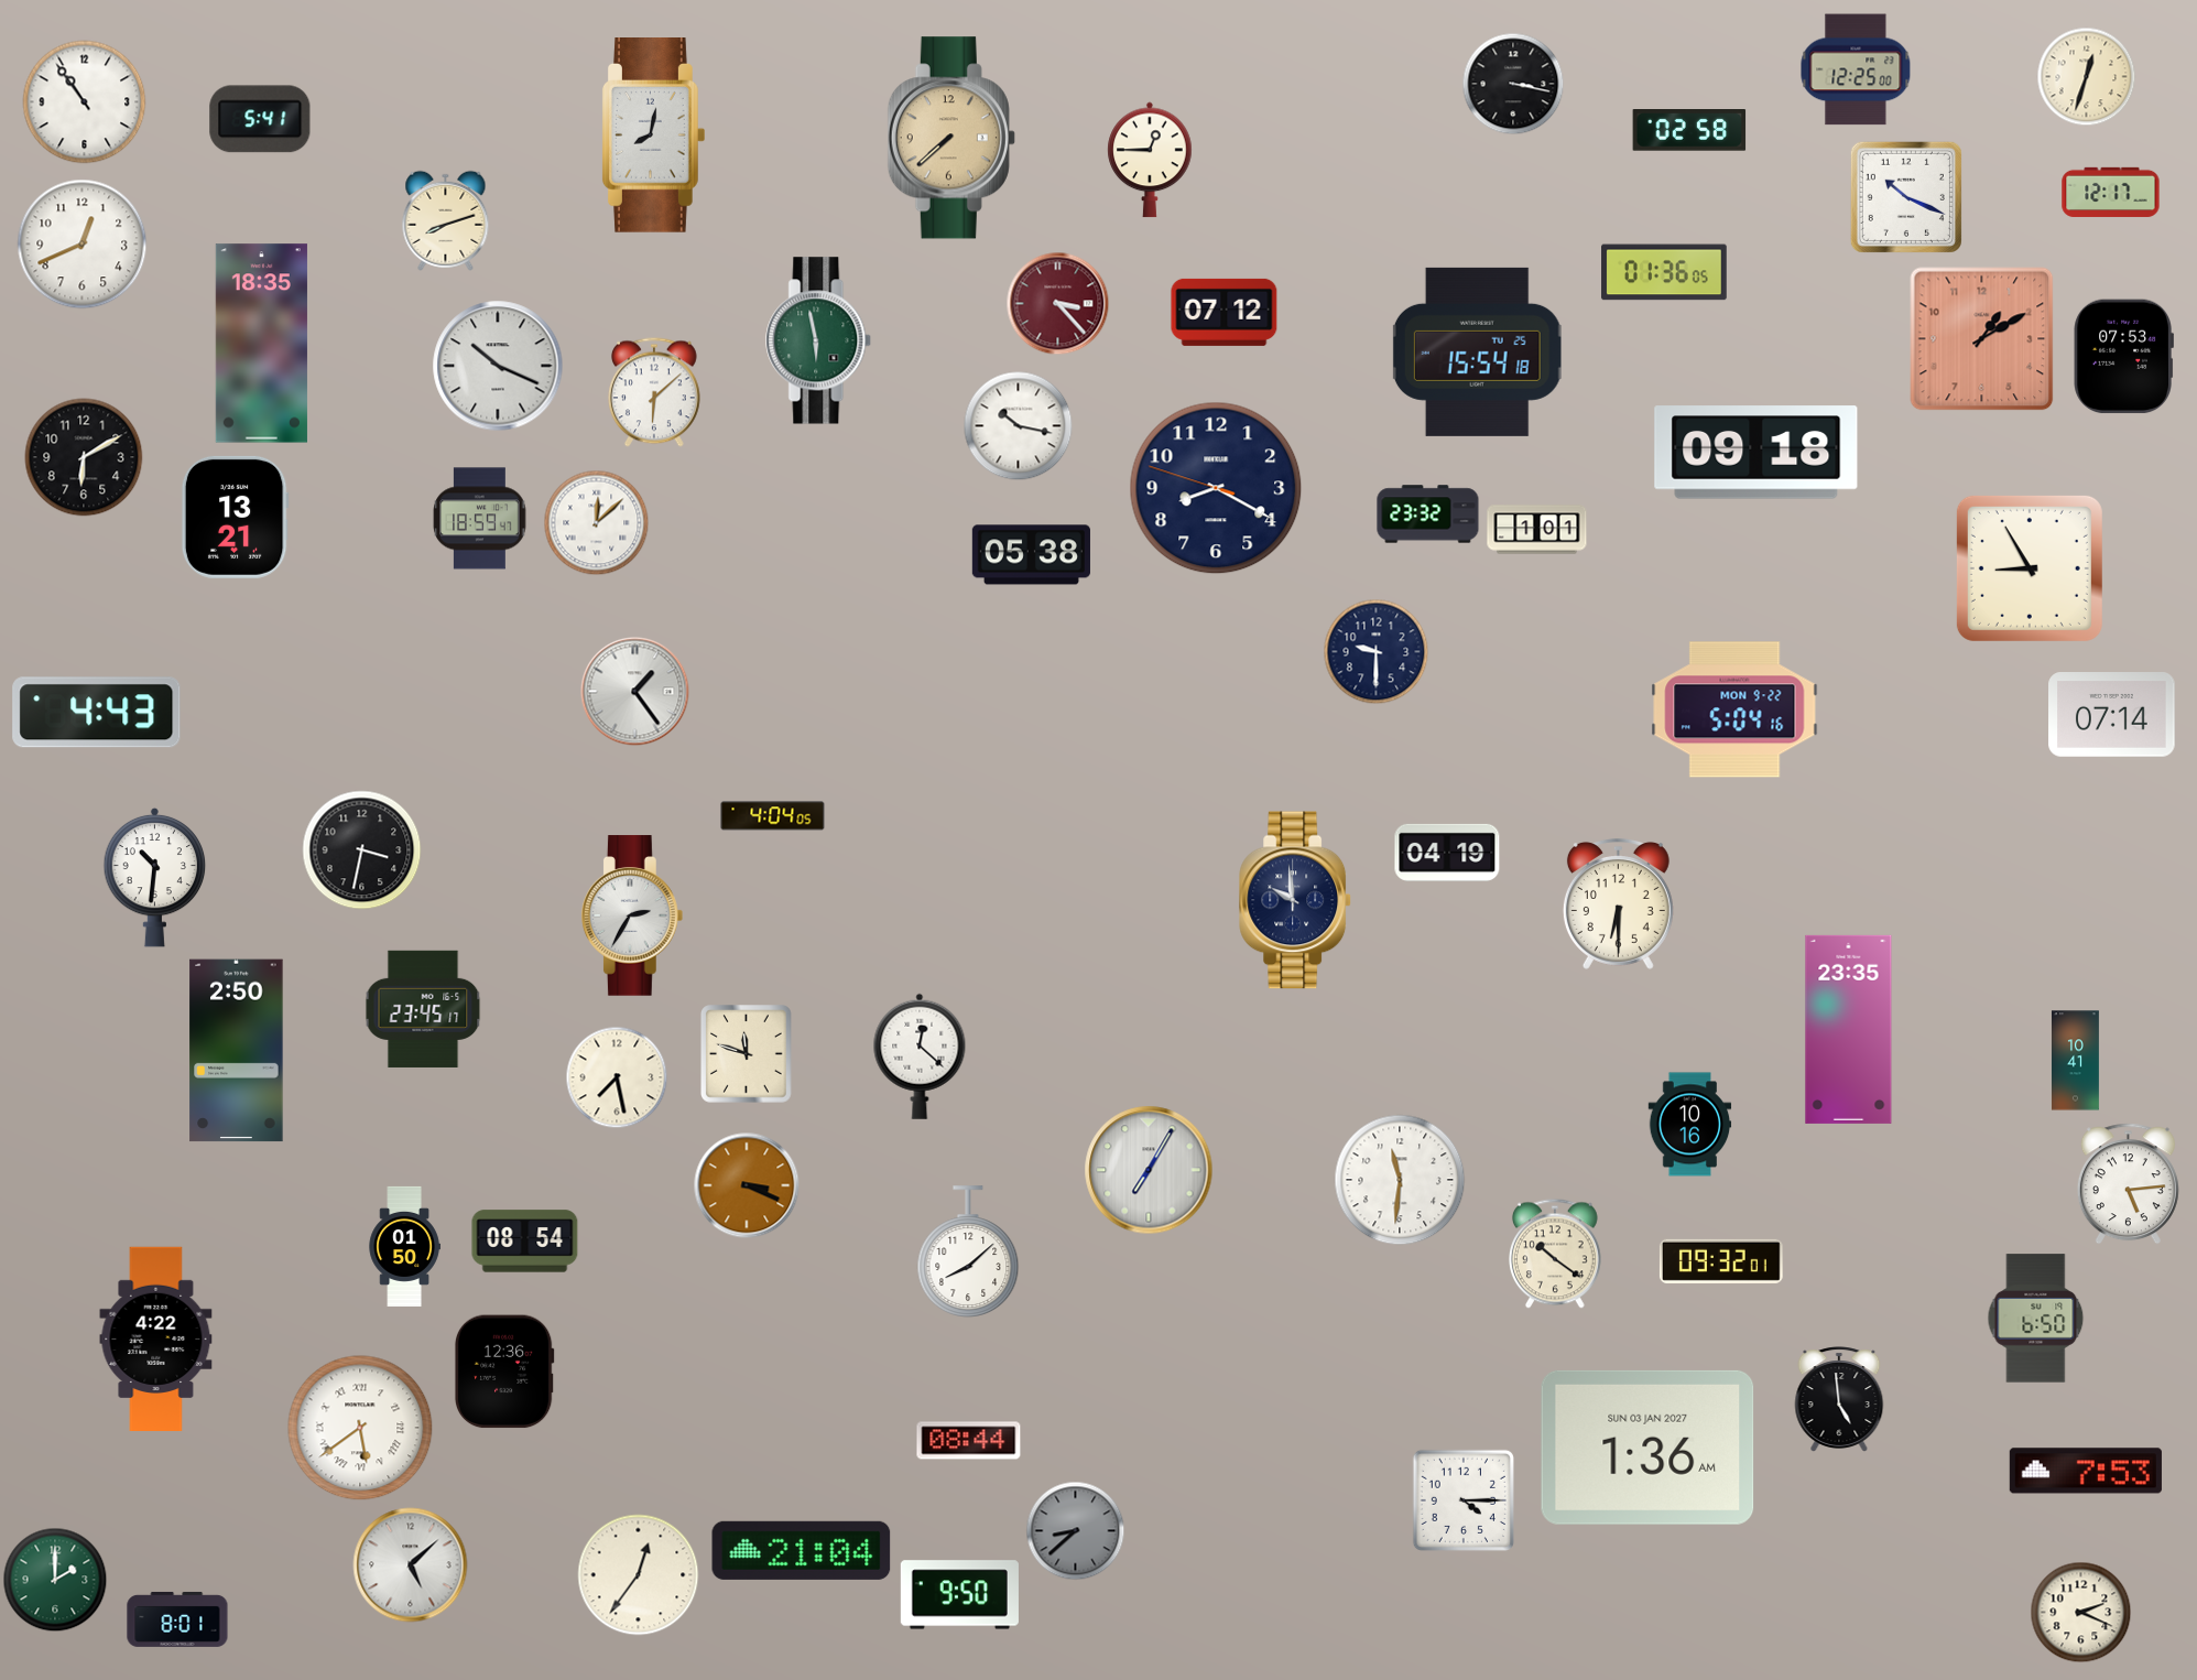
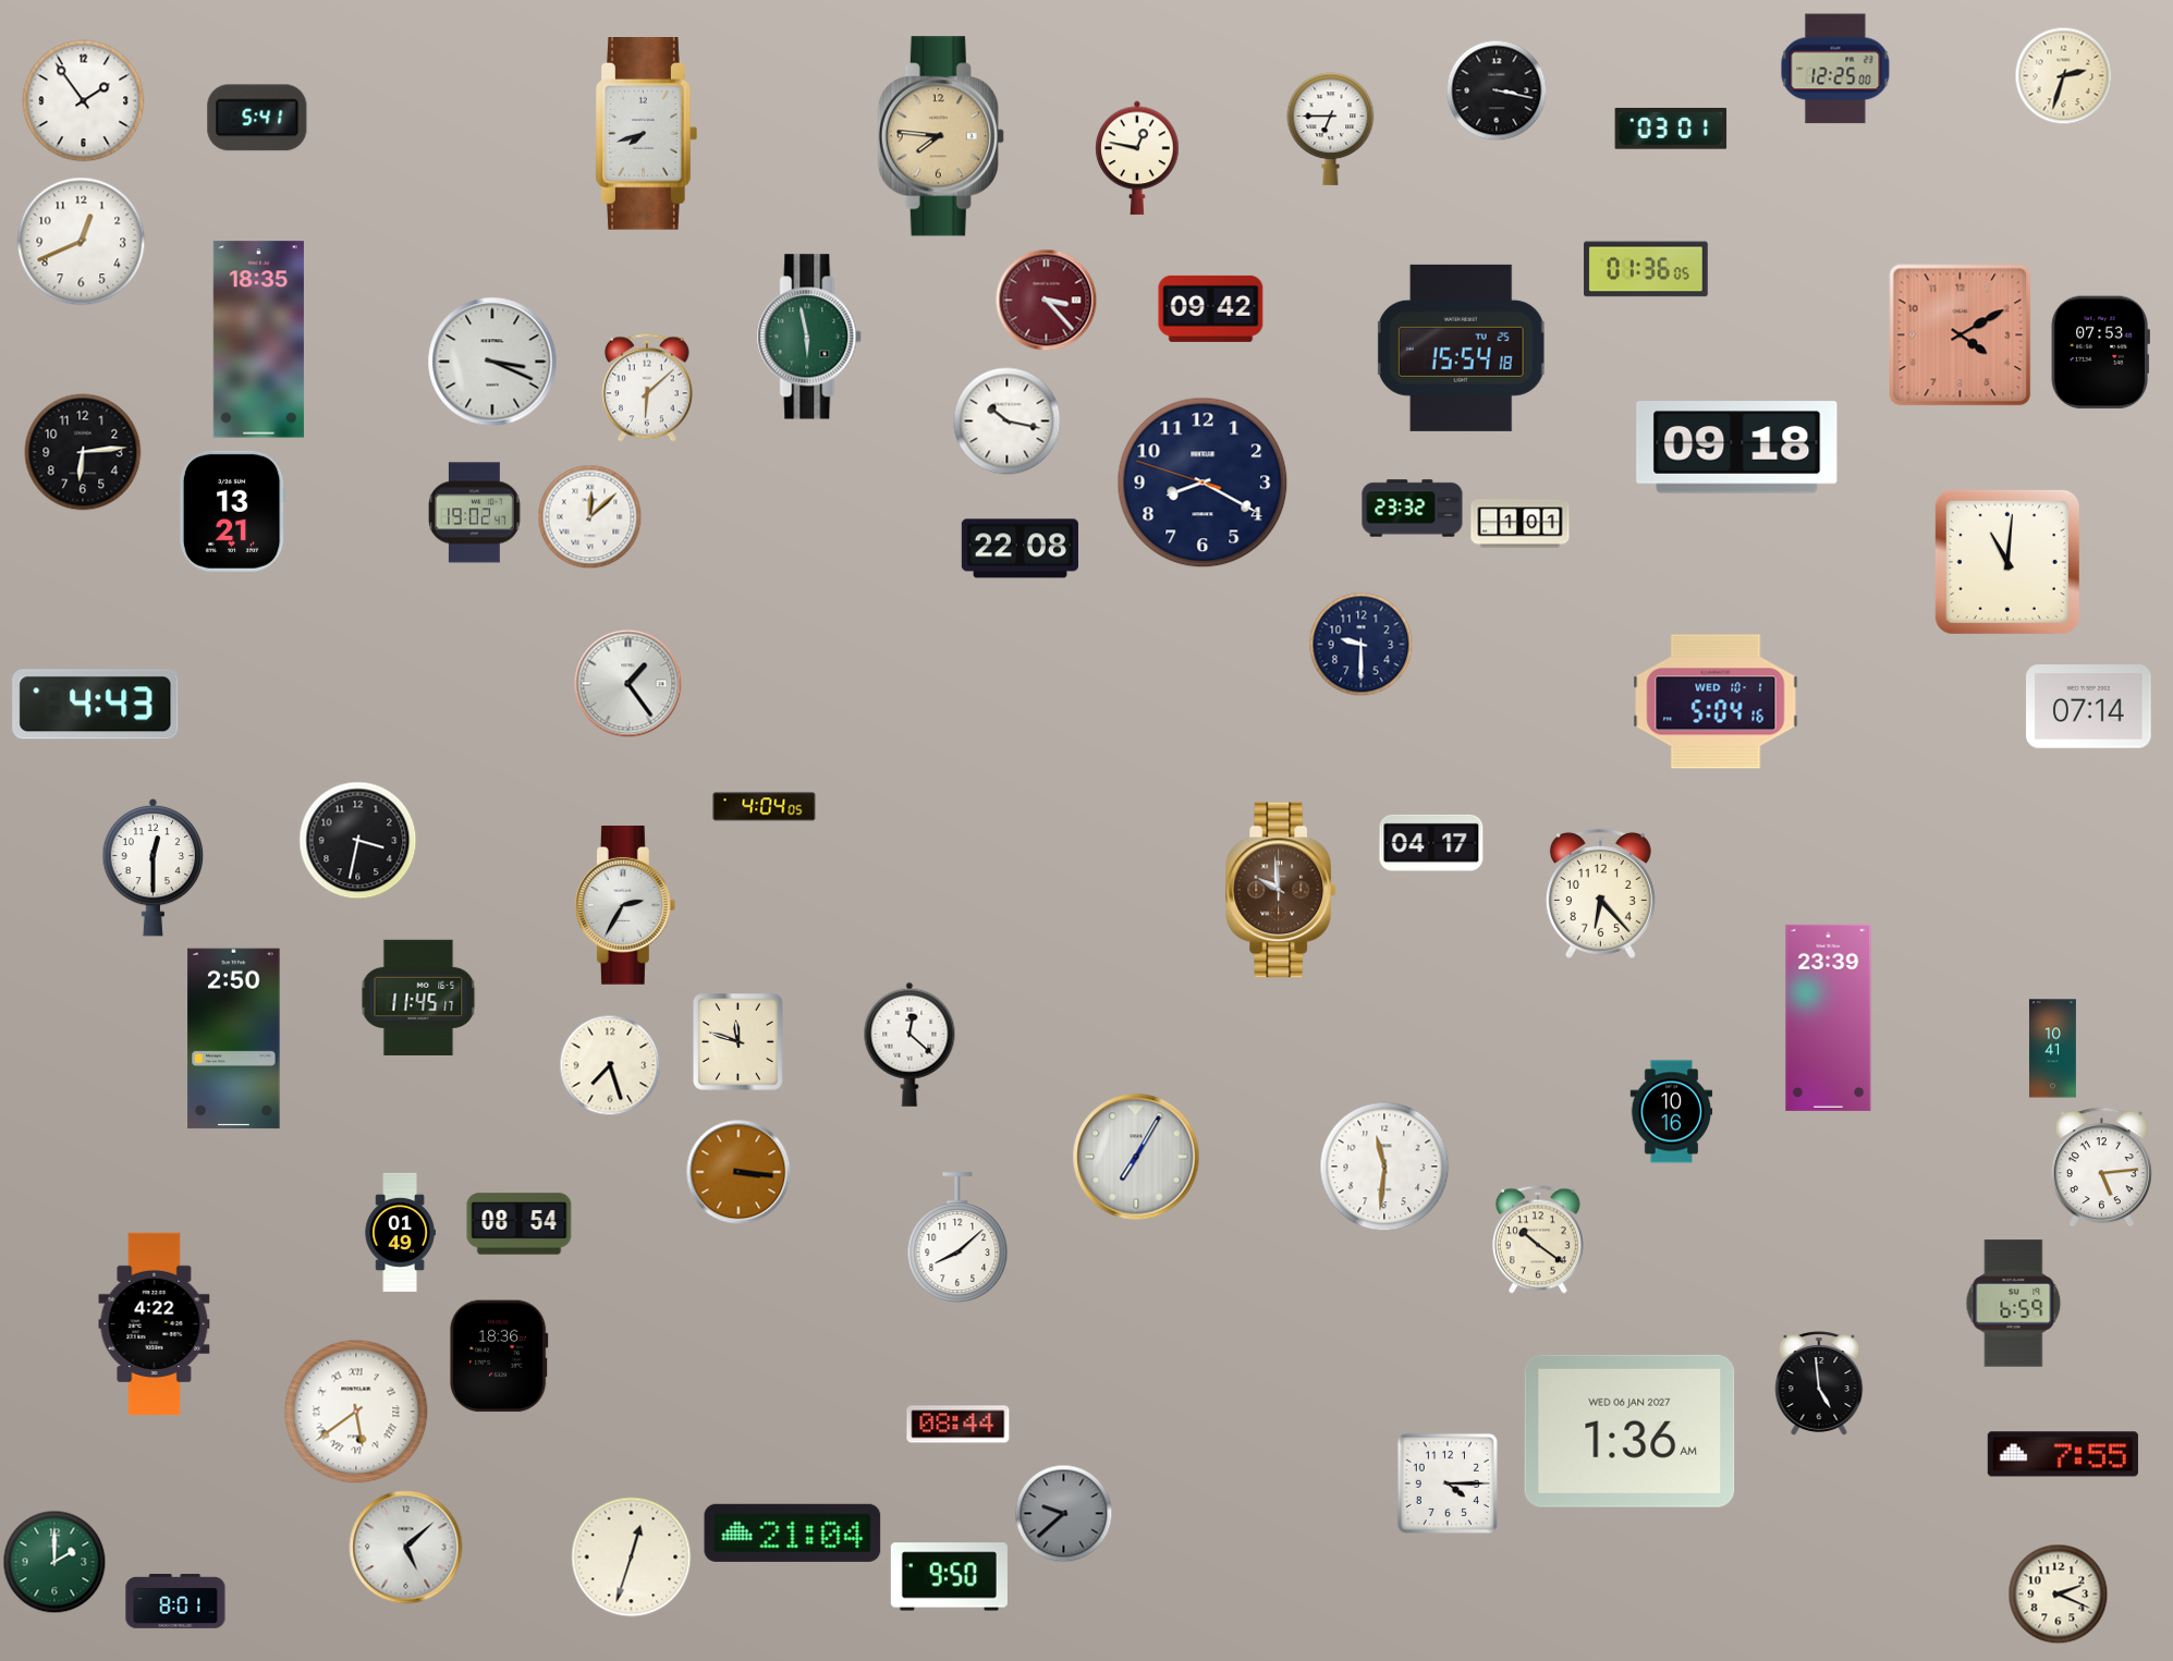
clock at (2087, 77): 12:33 -> 2:33
clock at (1513, 84) position: (1513, 84) -> (1497, 90)
clock at (85, 102): 10:54 -> 1:54
clock at (1331, 130): none -> 6:45
clock at (1689, 131): 02:58 -> 03:01
clock at (653, 136): 8:02 -> 7:42
clock at (951, 138): 7:38 -> 7:46
clock at (1150, 160): 12:45 -> 12:47
clock at (2111, 192): 12:17 -> none
clock at (1906, 197): 10:19 -> none
clock at (446, 220): 8:12 -> none
clock at (1225, 312): 07:12 -> 09:42
clock at (1982, 339): 1:10 -> 4:10
clock at (498, 366): 10:19 -> 3:19
clock at (84, 457): 6:10 -> 6:14
clock at (480, 519): 18:59 -> 19:02
clock at (1031, 555): 05:38 -> 22:08
clock at (2030, 568): 8:55 -> 11:01
clock at (1734, 709) date: MON 9-22 -> WED 10-1
clock at (1447, 853): 04:19 -> 04:17
clock at (155, 877): 10:31 -> 12:30
clock at (1296, 900) dial: navy -> brown
clock at (1618, 903): 6:30 -> 6:23
clock at (423, 1009): 23:45 -> 11:45
clock at (1849, 1029): 23:35 -> 23:39
clock at (617, 1077): 7:28 -> 7:27
clock at (2128, 1184) position: (2128, 1184) -> (2101, 1168)
clock at (747, 1185): 3:19 -> 3:16
clock at (525, 1242) position: (525, 1242) -> (520, 1224)
clock at (404, 1246): 01:50 -> 01:49
clock at (1721, 1261): 09:32 -> none
clock at (2036, 1319): 6:50 -> 6:59
clock at (504, 1372): 12:36 -> 18:36
clock at (1647, 1448) date: SUN 03 JAN 2027 -> WED 06 JAN 2027
clock at (2086, 1471): 7:53 -> 7:55
clock at (1076, 1531): 8:38 -> 9:38
clock at (639, 1575): 12:36 -> 12:33
